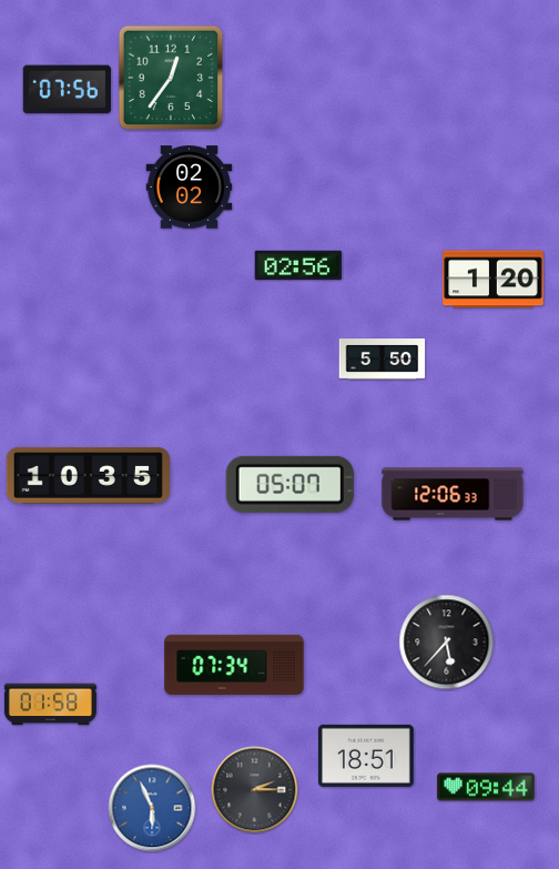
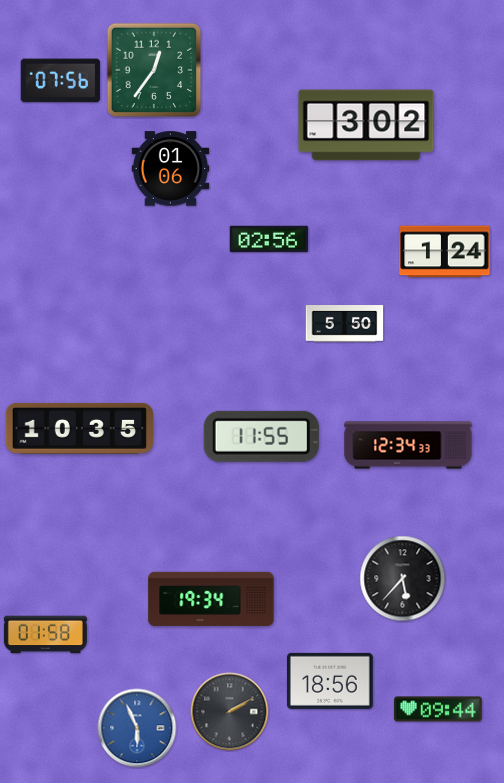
clock at (366, 125): none -> 3:02
clock at (190, 188): 02:02 -> 01:06
clock at (494, 280): 1:20 -> 1:24
clock at (289, 484): 05:07 -> 11:55
clock at (453, 494): 12:06 -> 12:34
clock at (234, 665): 07:34 -> 19:34
clock at (366, 756): 18:51 -> 18:56
clock at (255, 790): 2:15 -> 2:10
